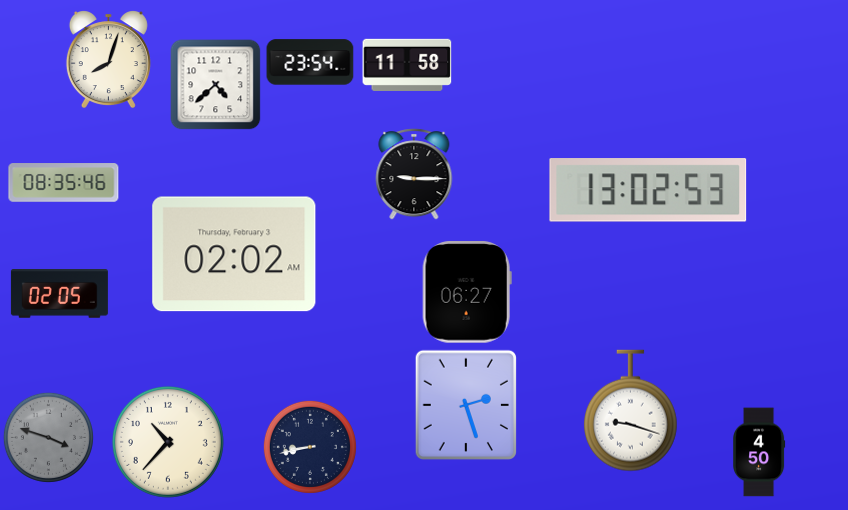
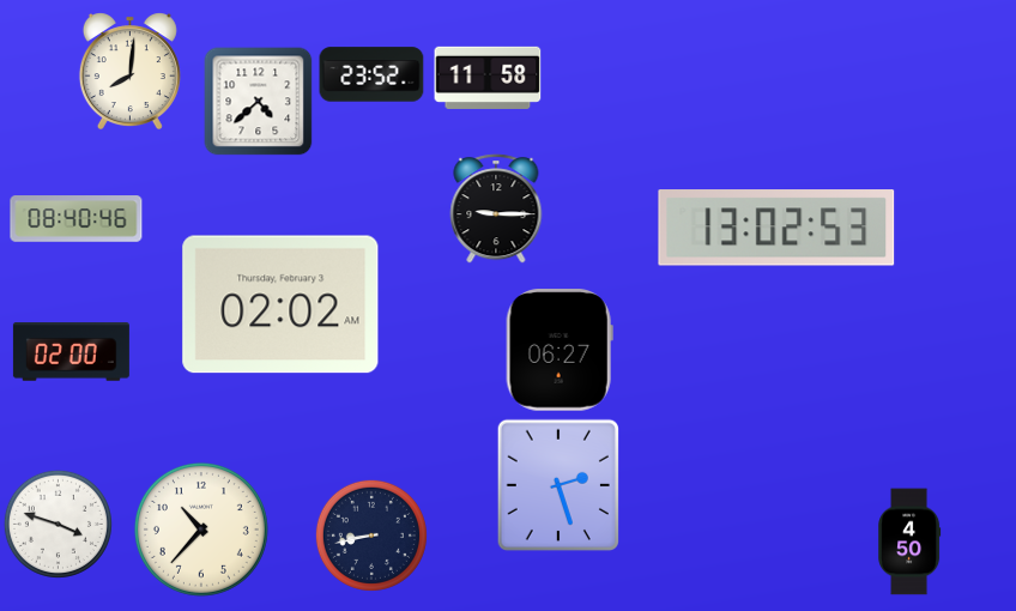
clock at (108, 60): 8:03 -> 8:01
clock at (310, 62): 23:54 -> 23:52
clock at (64, 183): 08:35 -> 08:40
clock at (59, 294): 02:05 -> 02:00
clock at (630, 411): 9:18 -> none
clock at (48, 437) dial: grey -> white
